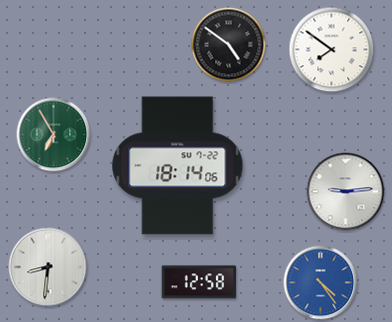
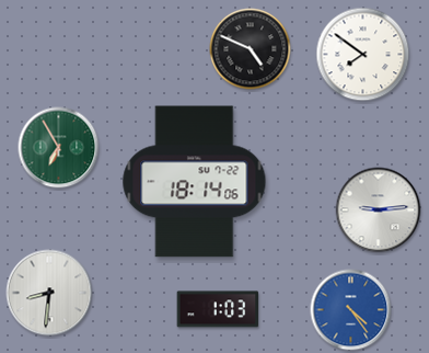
clock at (229, 45): 4:51 -> 4:49
clock at (48, 267) position: (48, 267) -> (49, 293)
clock at (199, 282): 12:58 -> 1:03
